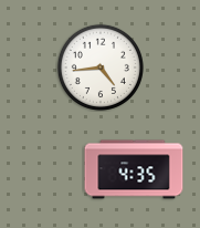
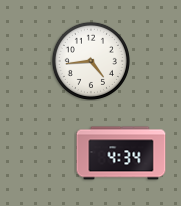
clock at (134, 169): 4:35 -> 4:34
